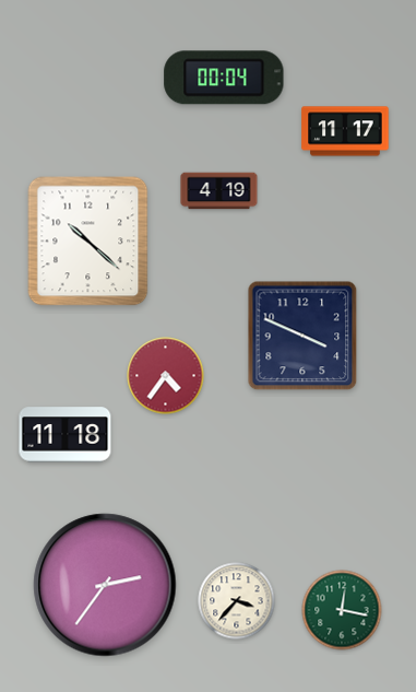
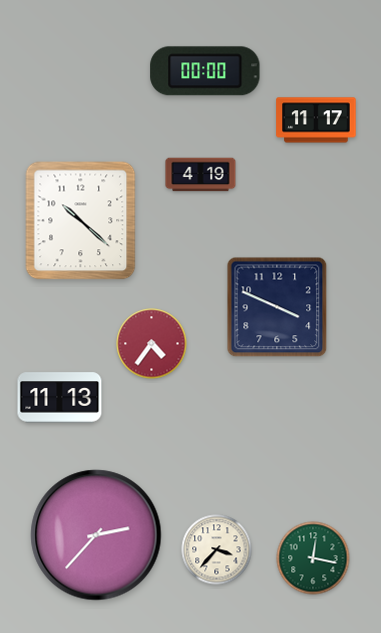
clock at (224, 78): 00:04 -> 00:00
clock at (66, 435): 11:18 -> 11:13
clock at (105, 585): 2:36 -> 2:37
